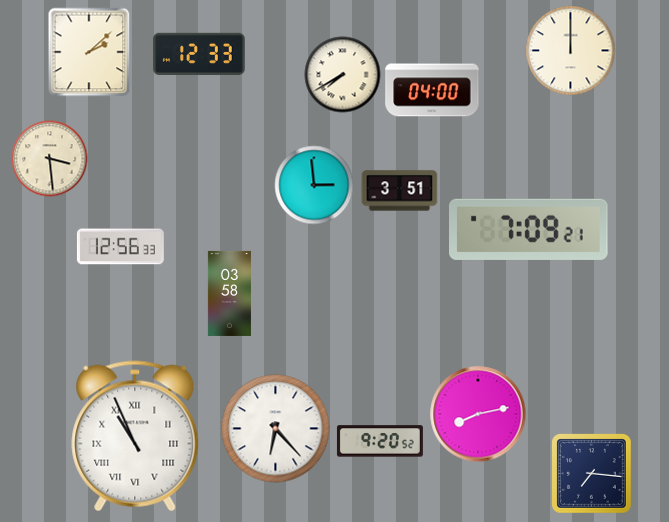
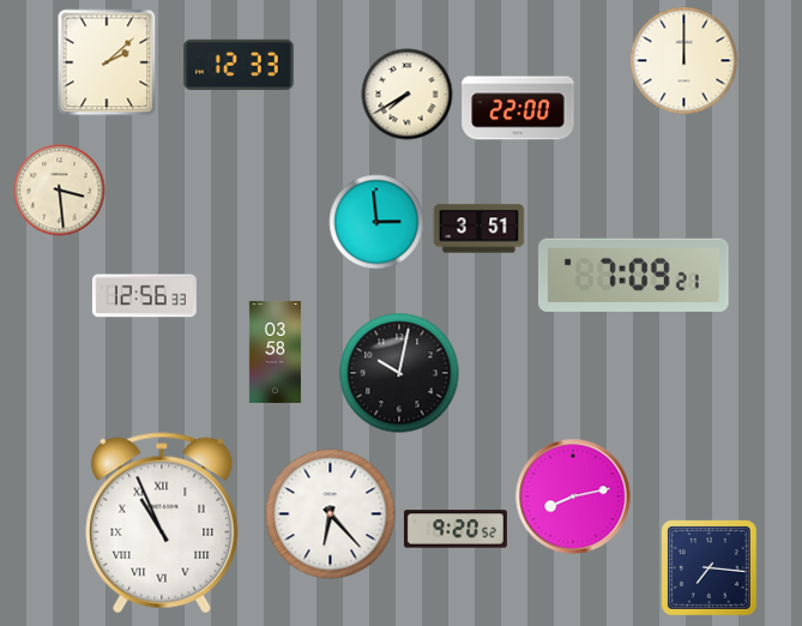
clock at (343, 75) position: (343, 75) -> (408, 95)
clock at (432, 90): 04:00 -> 22:00
clock at (399, 373): none -> 10:02
